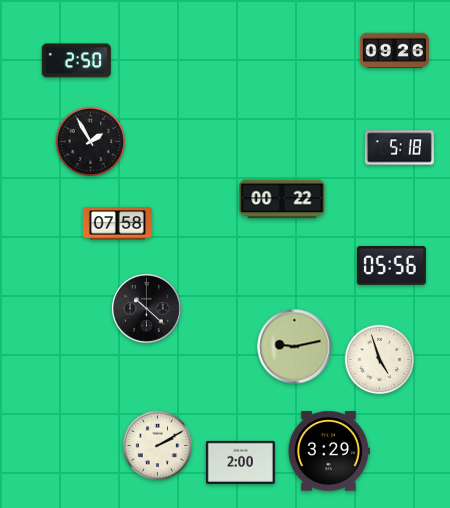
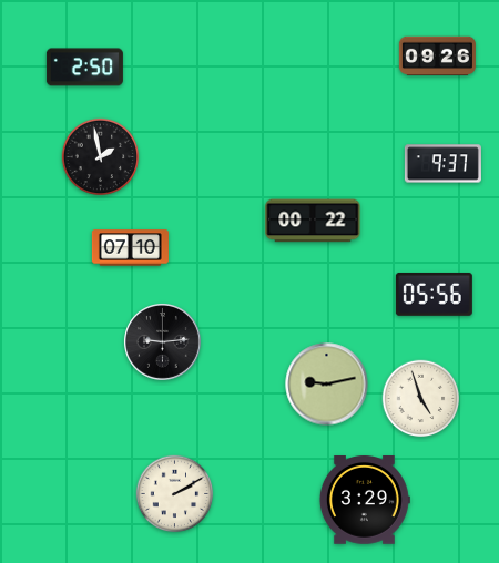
clock at (91, 142): 1:55 -> 1:58
clock at (399, 148): 5:18 -> 9:37
clock at (117, 224): 07:58 -> 07:10
clock at (147, 309): 10:22 -> 9:14
clock at (240, 462): 2:00 -> none
